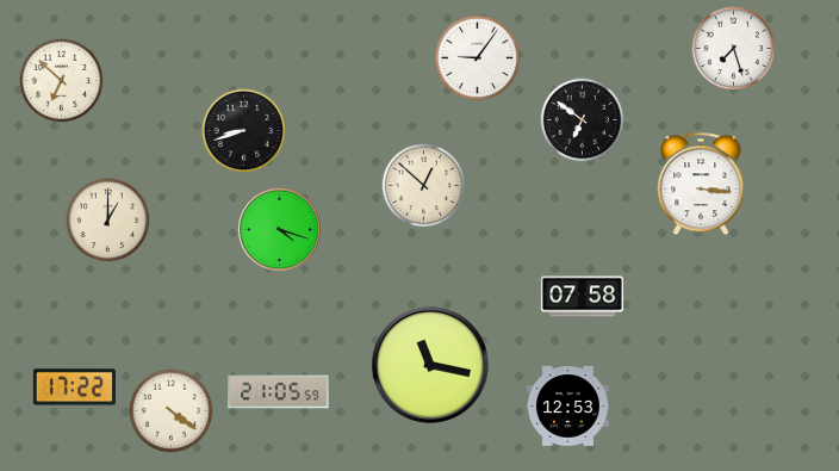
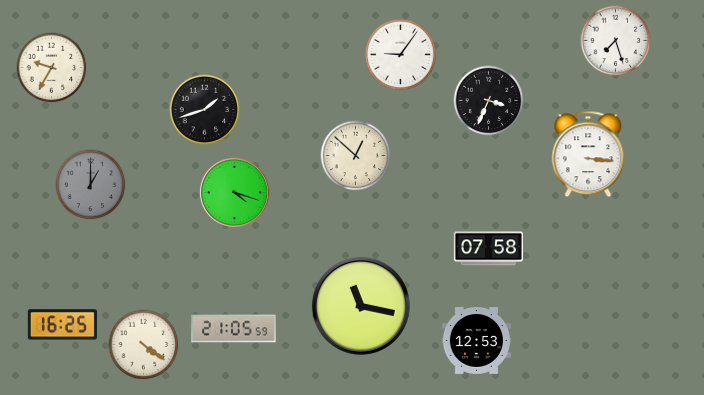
clock at (478, 58) position: (478, 58) -> (401, 55)
clock at (62, 81): 6:52 -> 9:35
clock at (583, 120): 6:51 -> 3:34
clock at (244, 131): 8:42 -> 1:42
clock at (108, 221) dial: cream -> grey
clock at (74, 388): 17:22 -> 16:25
